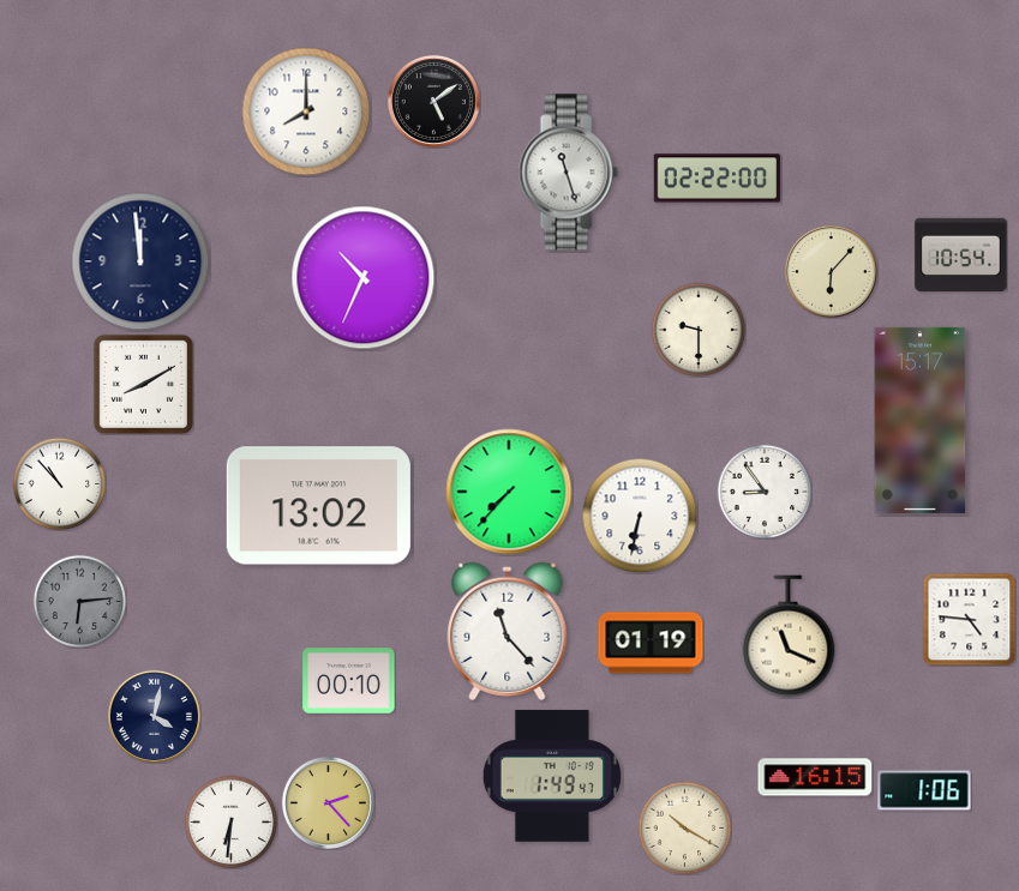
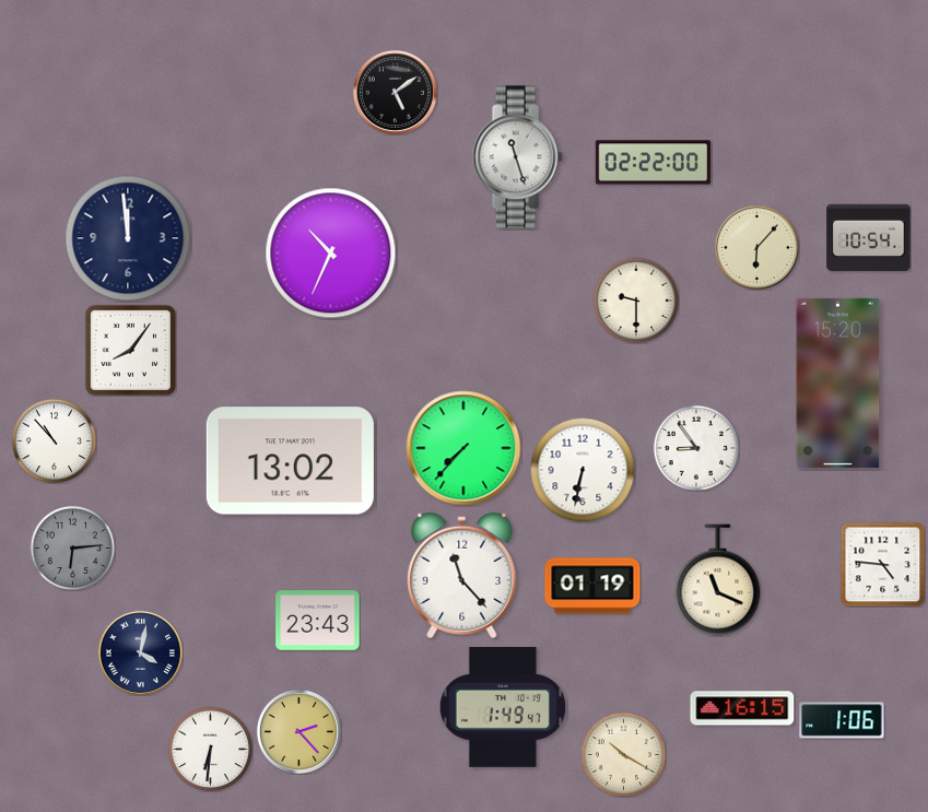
clock at (306, 112): 8:00 -> none
clock at (961, 255) position: (961, 255) -> (869, 238)
clock at (143, 384): 8:10 -> 8:06
clock at (921, 420): 15:17 -> 15:20
clock at (349, 681): 00:10 -> 23:43
